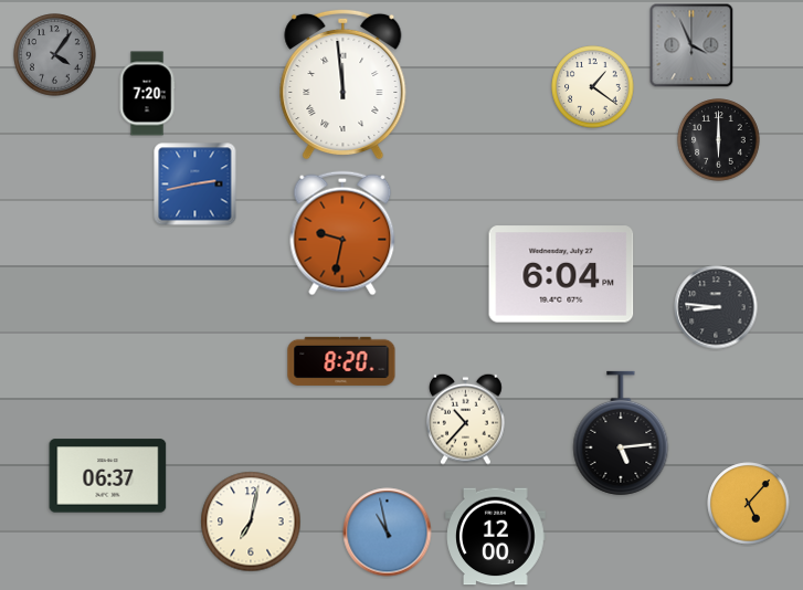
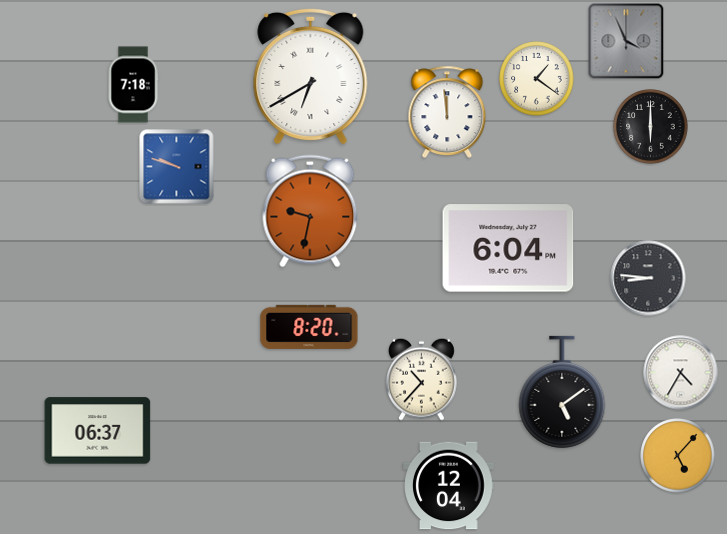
clock at (55, 55): 4:06 -> none
clock at (344, 84): 11:59 -> 6:40
clock at (147, 94): 7:20 -> 7:18
clock at (447, 111): none -> 11:59
clock at (196, 185): 2:43 -> 9:48
clock at (681, 373): none -> 4:35
clock at (621, 433): 5:14 -> 5:09
clock at (251, 521): 7:02 -> none
clock at (388, 533): 10:58 -> none
clock at (496, 537): 12:00 -> 12:04
